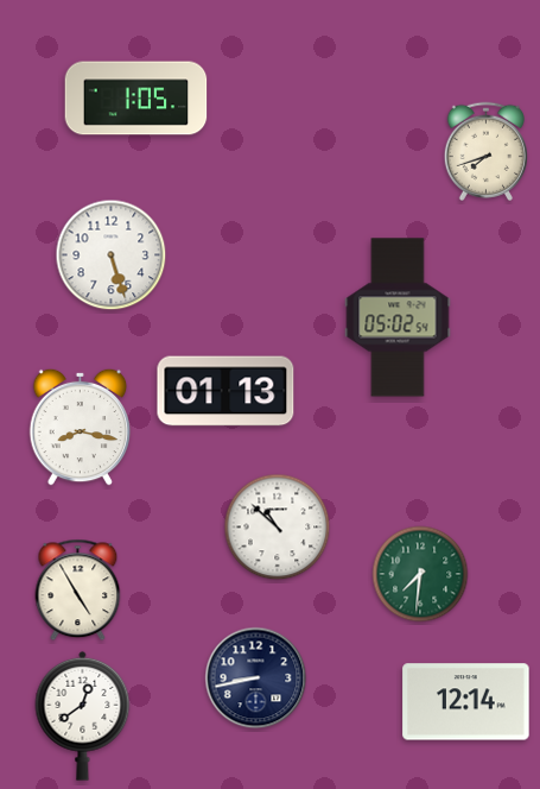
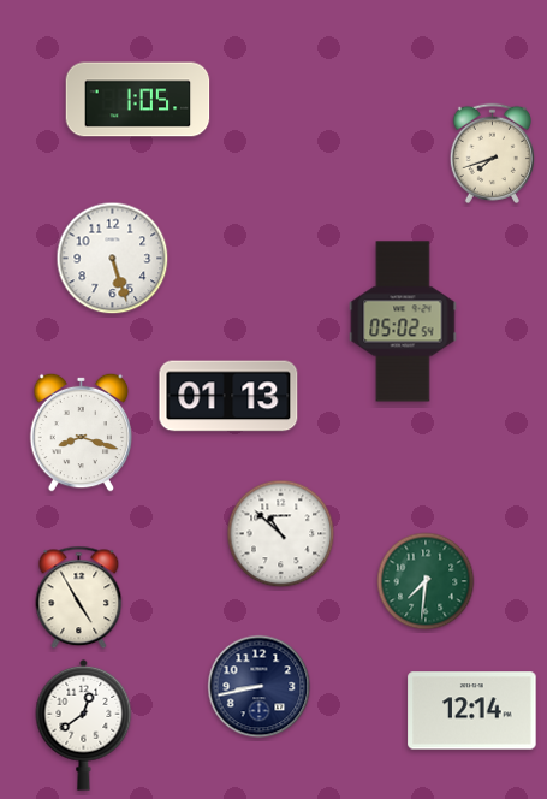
clock at (81, 427): 8:17 -> 8:18
